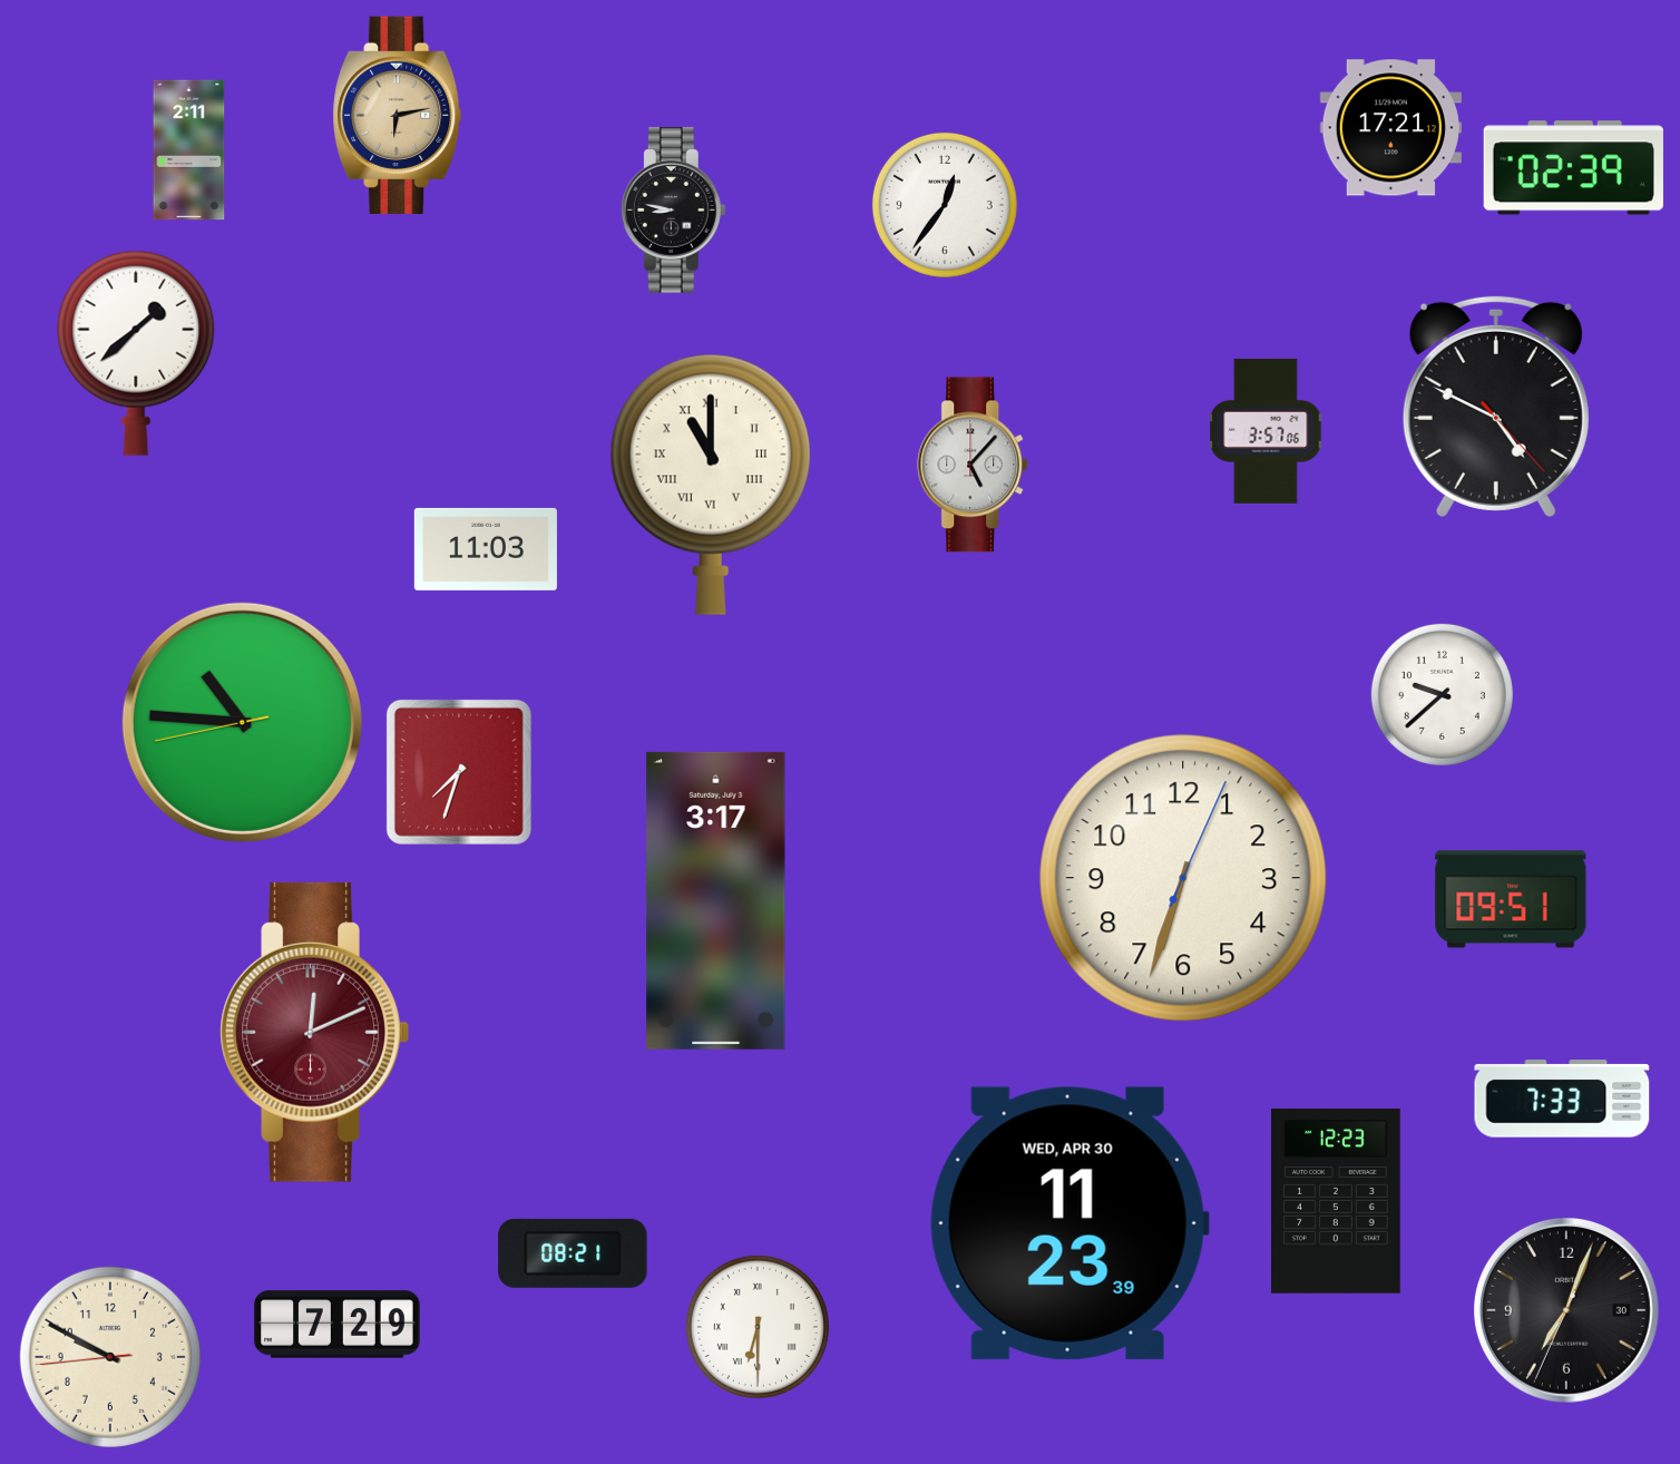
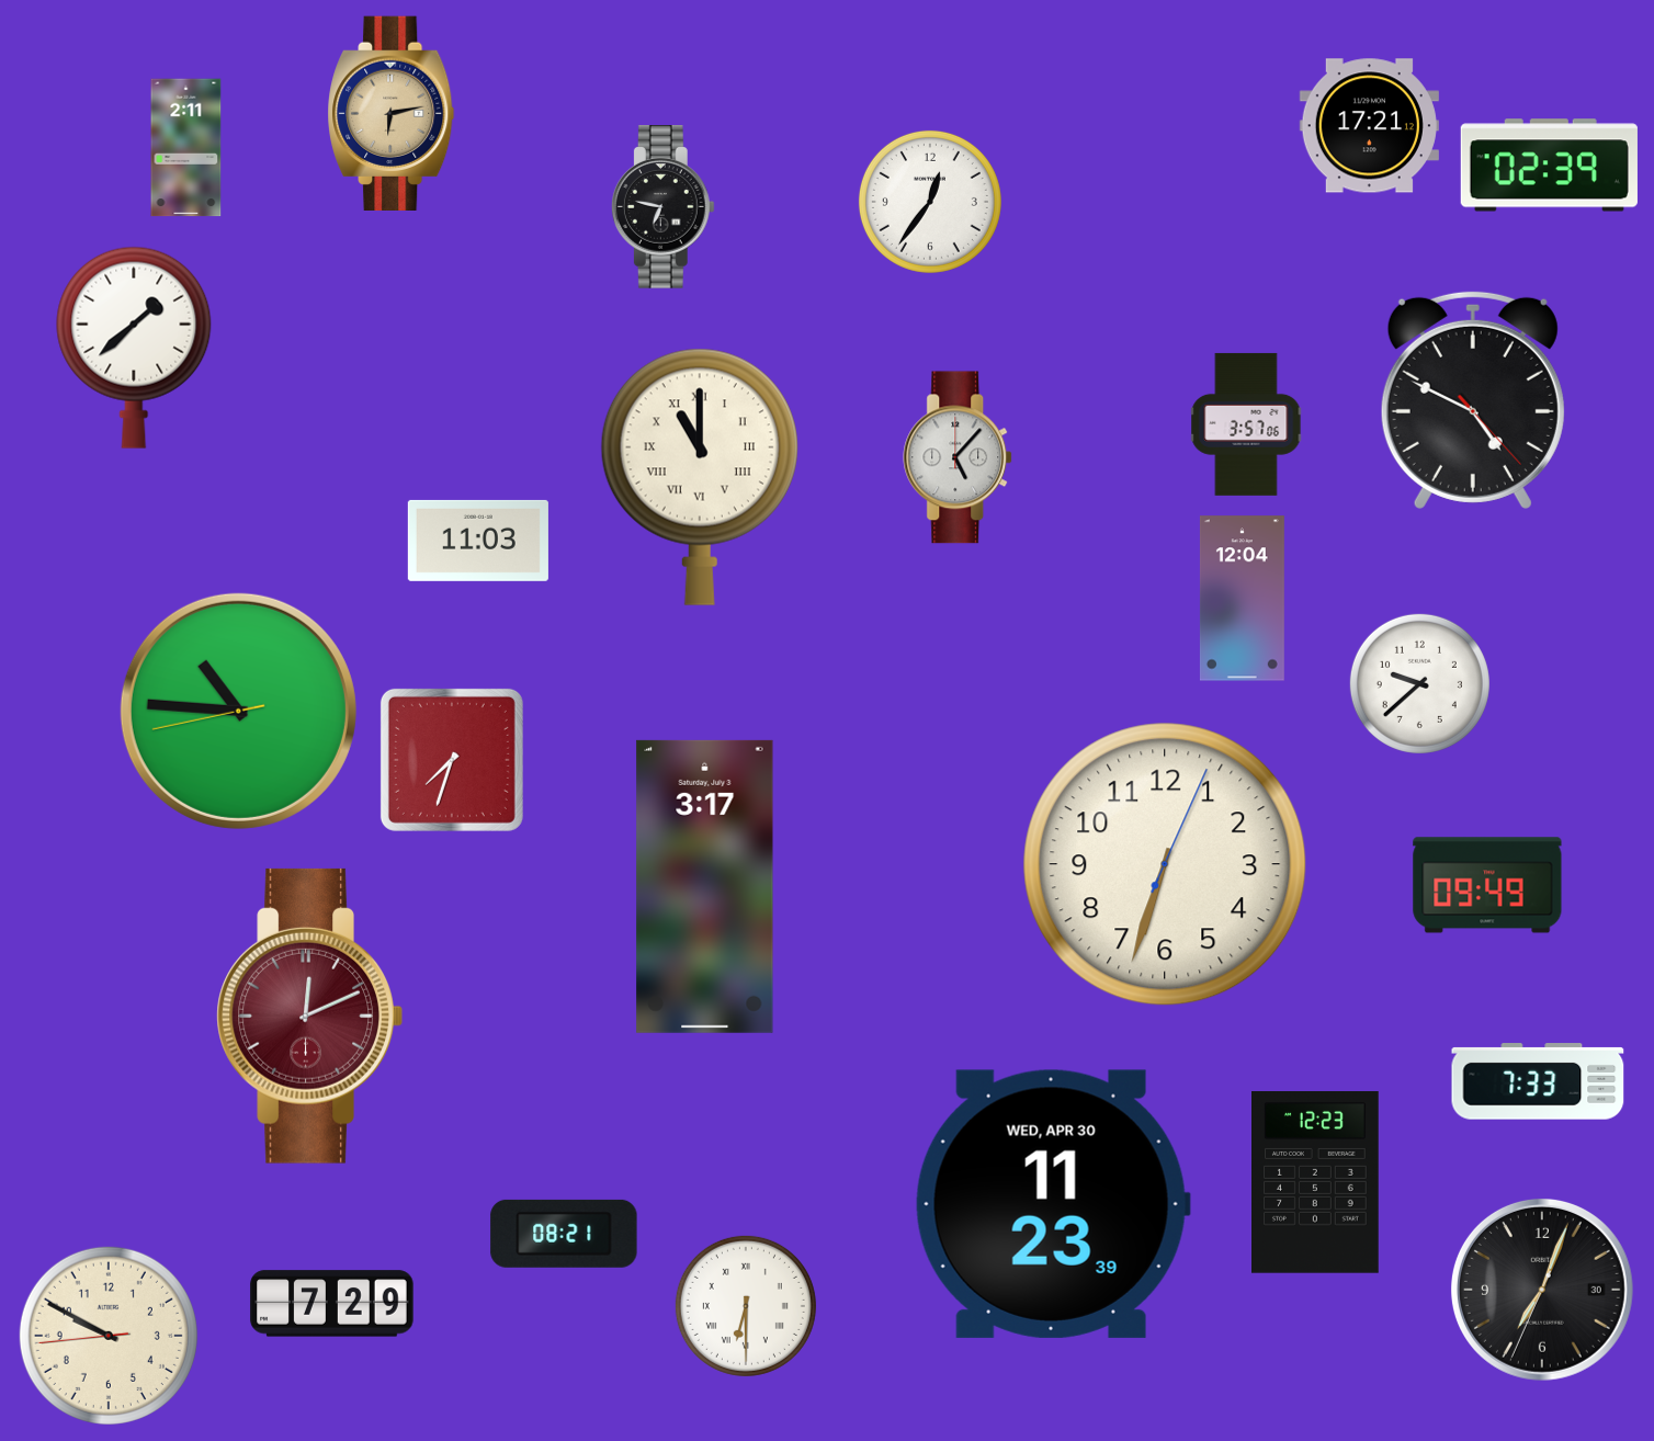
clock at (673, 211): 8:47 -> 6:47
clock at (1242, 599): none -> 12:04
clock at (1511, 899): 09:51 -> 09:49
